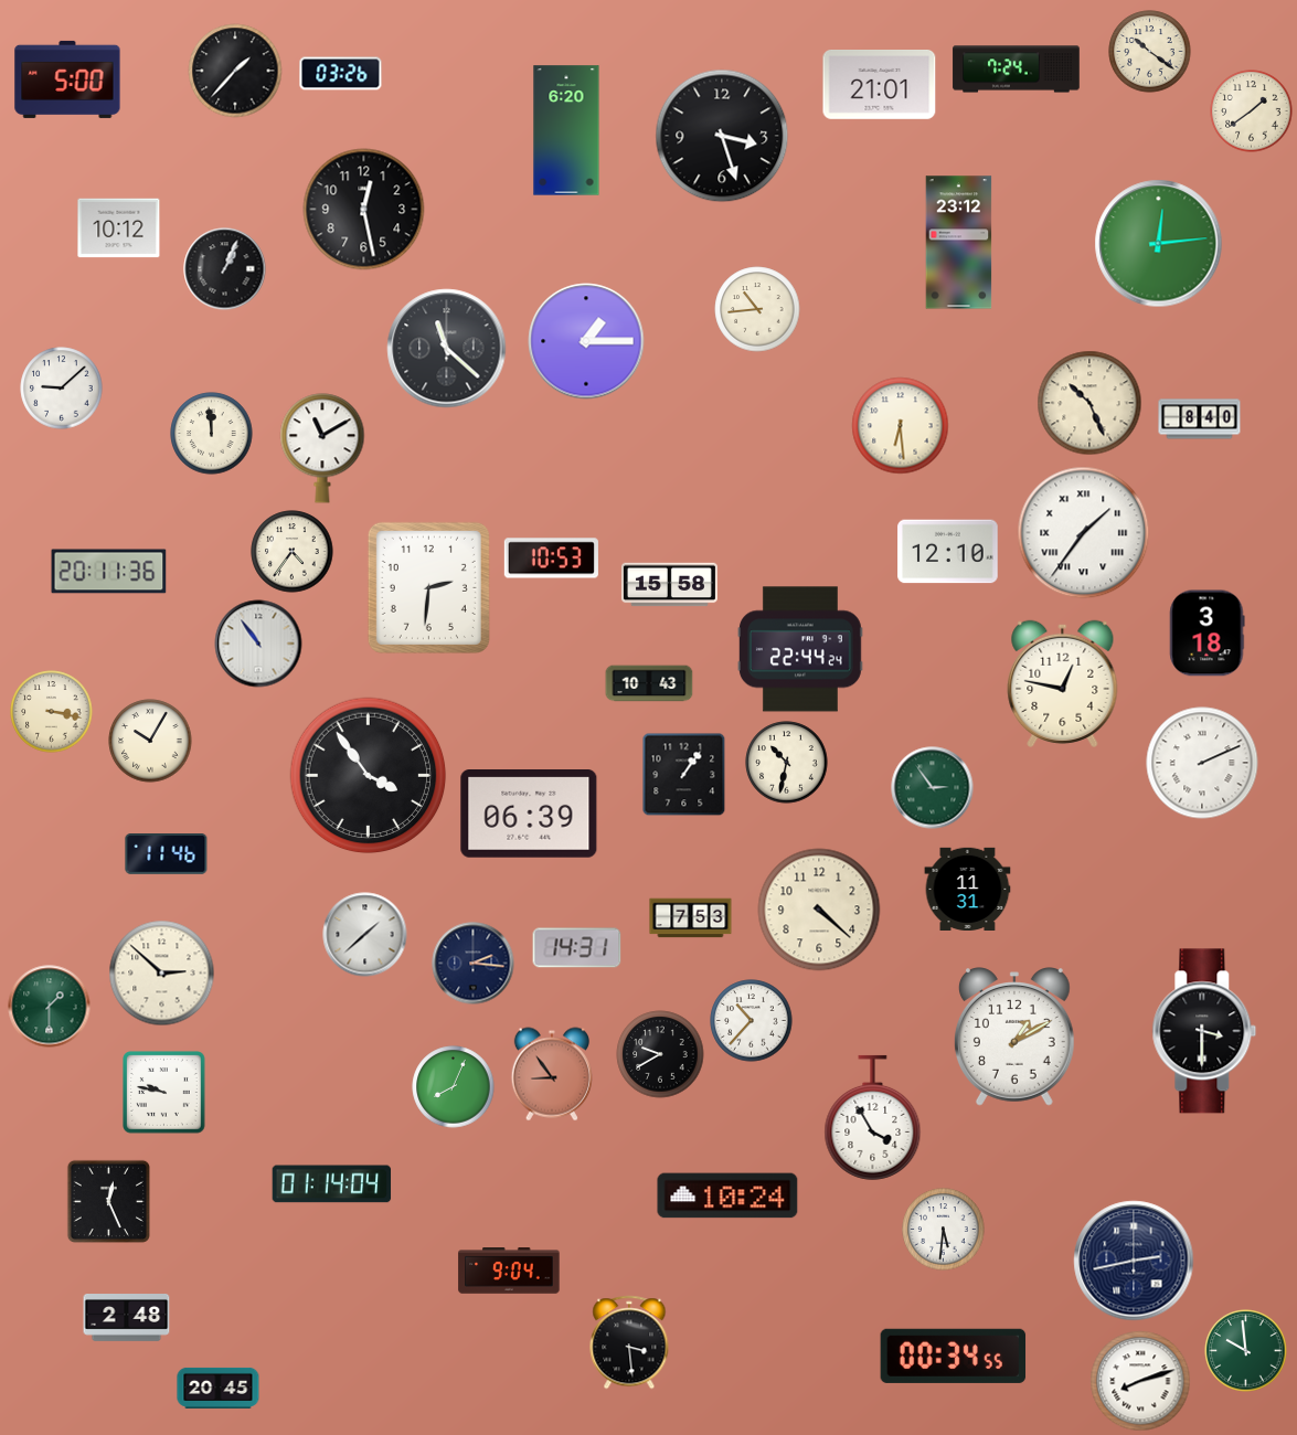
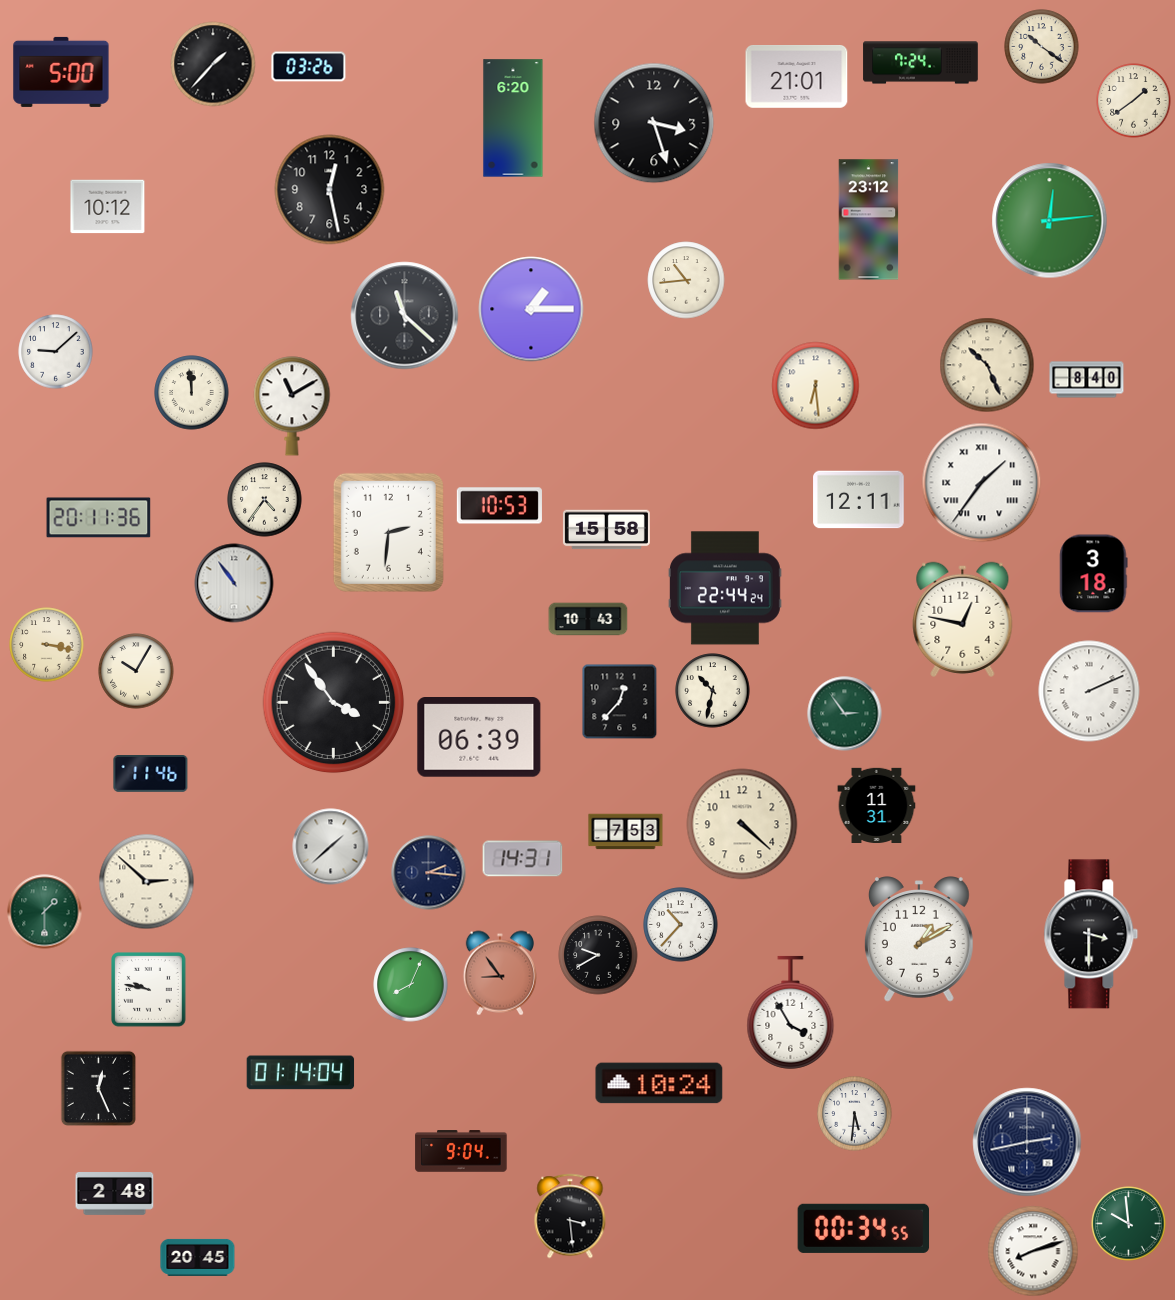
clock at (225, 269): 1:04 -> none
clock at (948, 552): 12:10 -> 12:11
clock at (684, 775): 1:06 -> 12:37
